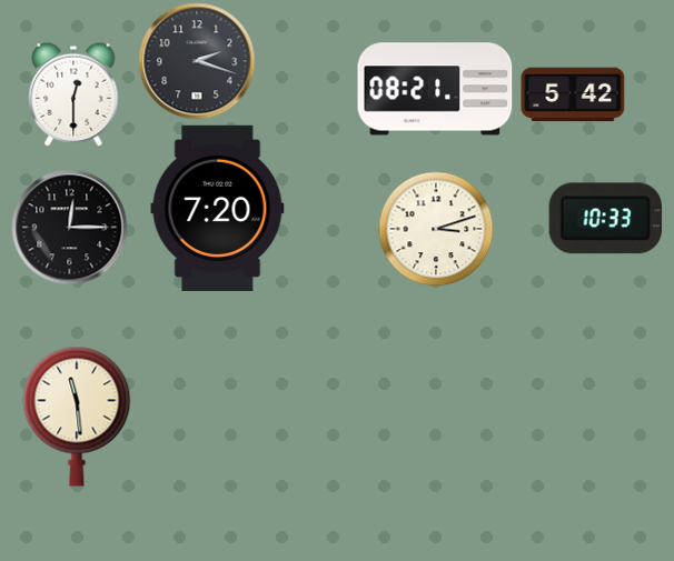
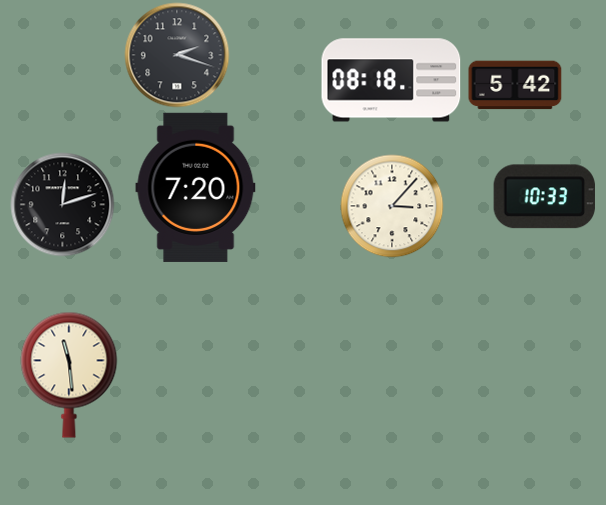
clock at (435, 89): 08:21 -> 08:18
clock at (73, 94): 12:30 -> none
clock at (70, 228): 12:15 -> 12:12
clock at (436, 229): 3:12 -> 3:07
